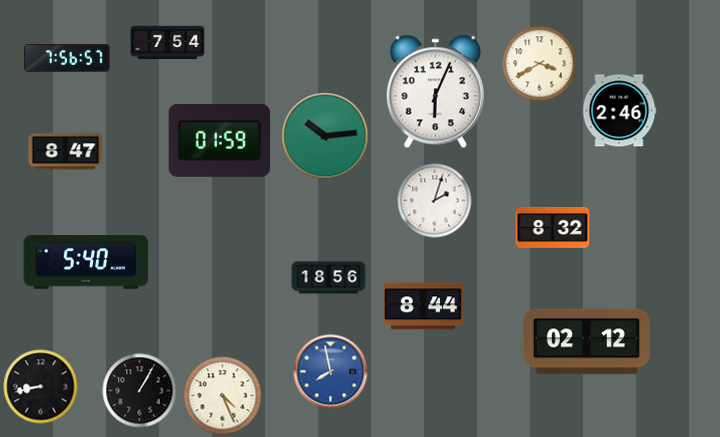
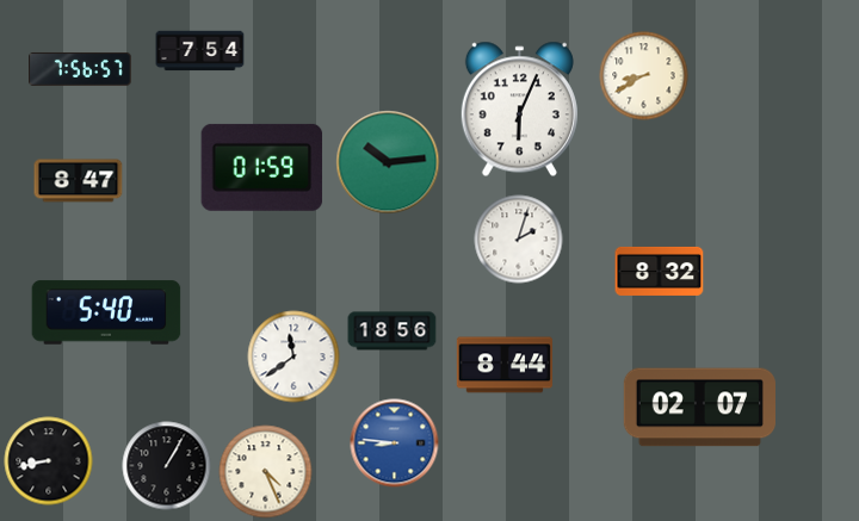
clock at (540, 64): 3:40 -> 8:40
clock at (619, 111): 2:46 -> none
clock at (86, 262) position: (86, 262) -> (106, 312)
clock at (293, 356): none -> 11:39
clock at (586, 342): 02:12 -> 02:07
clock at (331, 372): 7:58 -> 8:46
